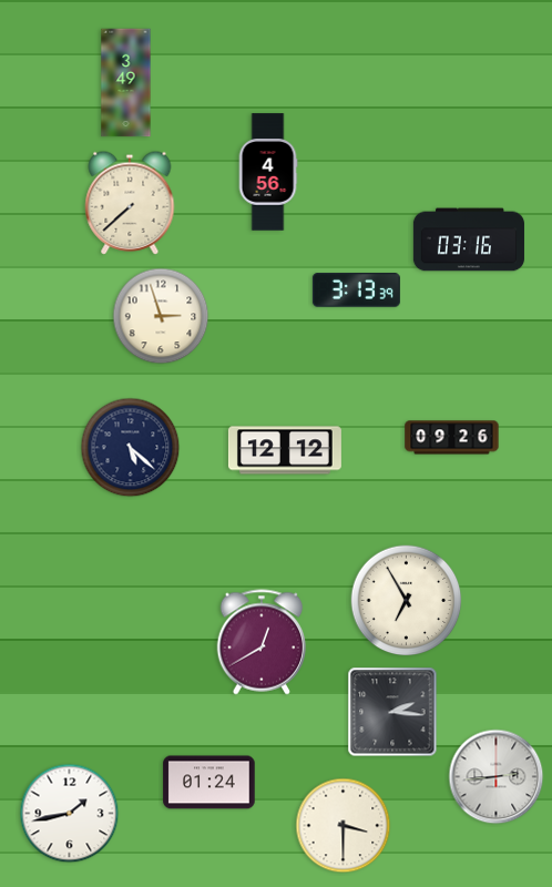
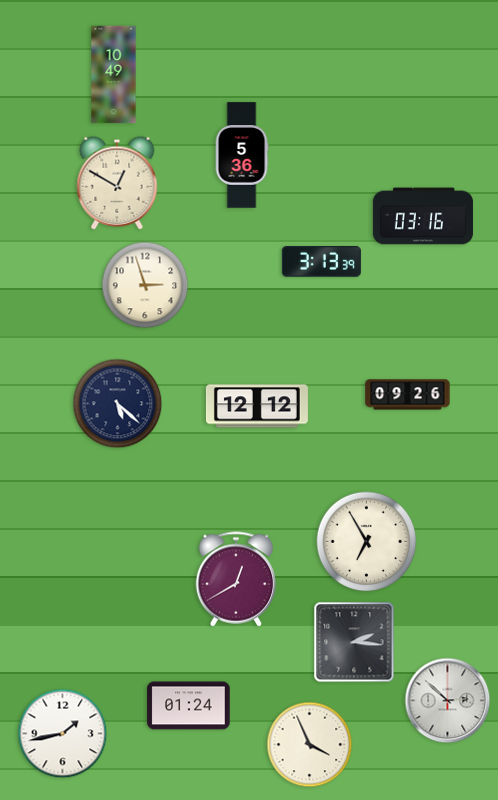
clock at (126, 83): 3:49 -> 10:49
clock at (268, 172): 4:56 -> 5:36
clock at (130, 203): 7:38 -> 12:50
clock at (497, 777): 2:44 -> 2:52
clock at (344, 826): 3:30 -> 3:56
